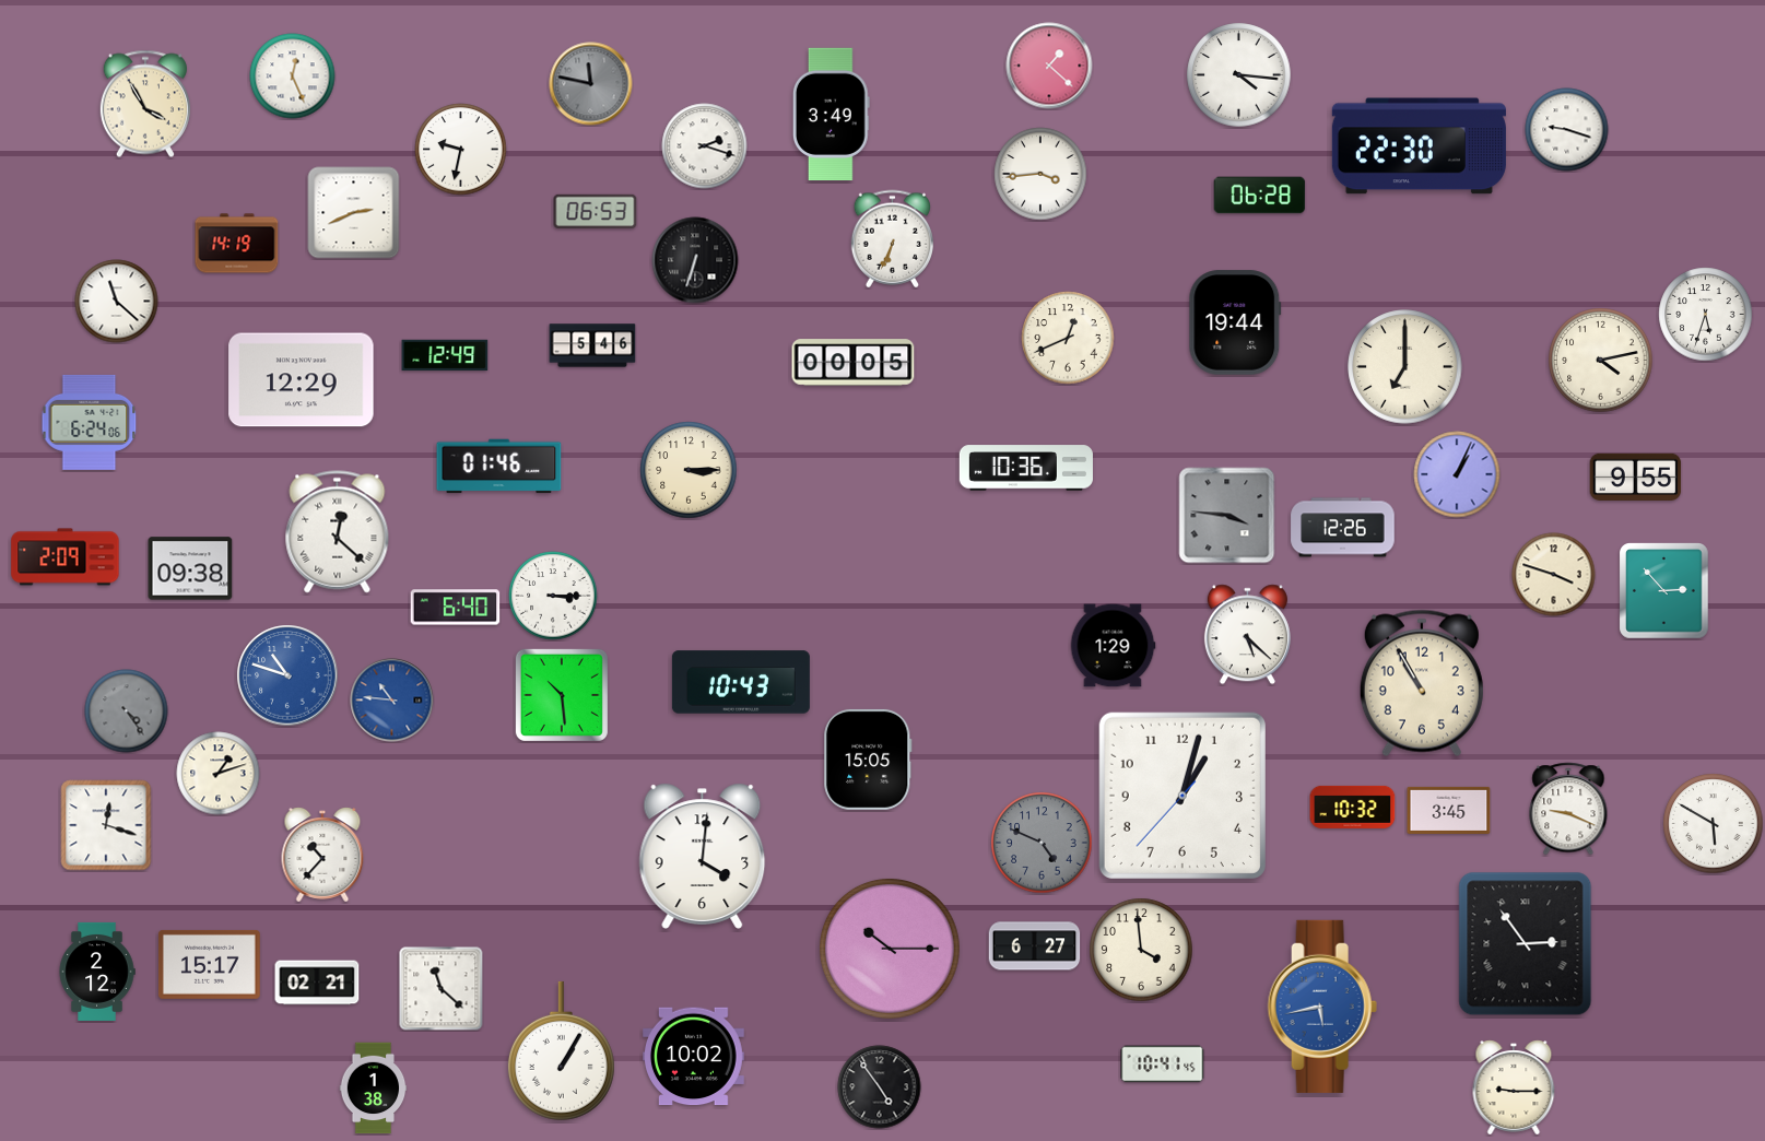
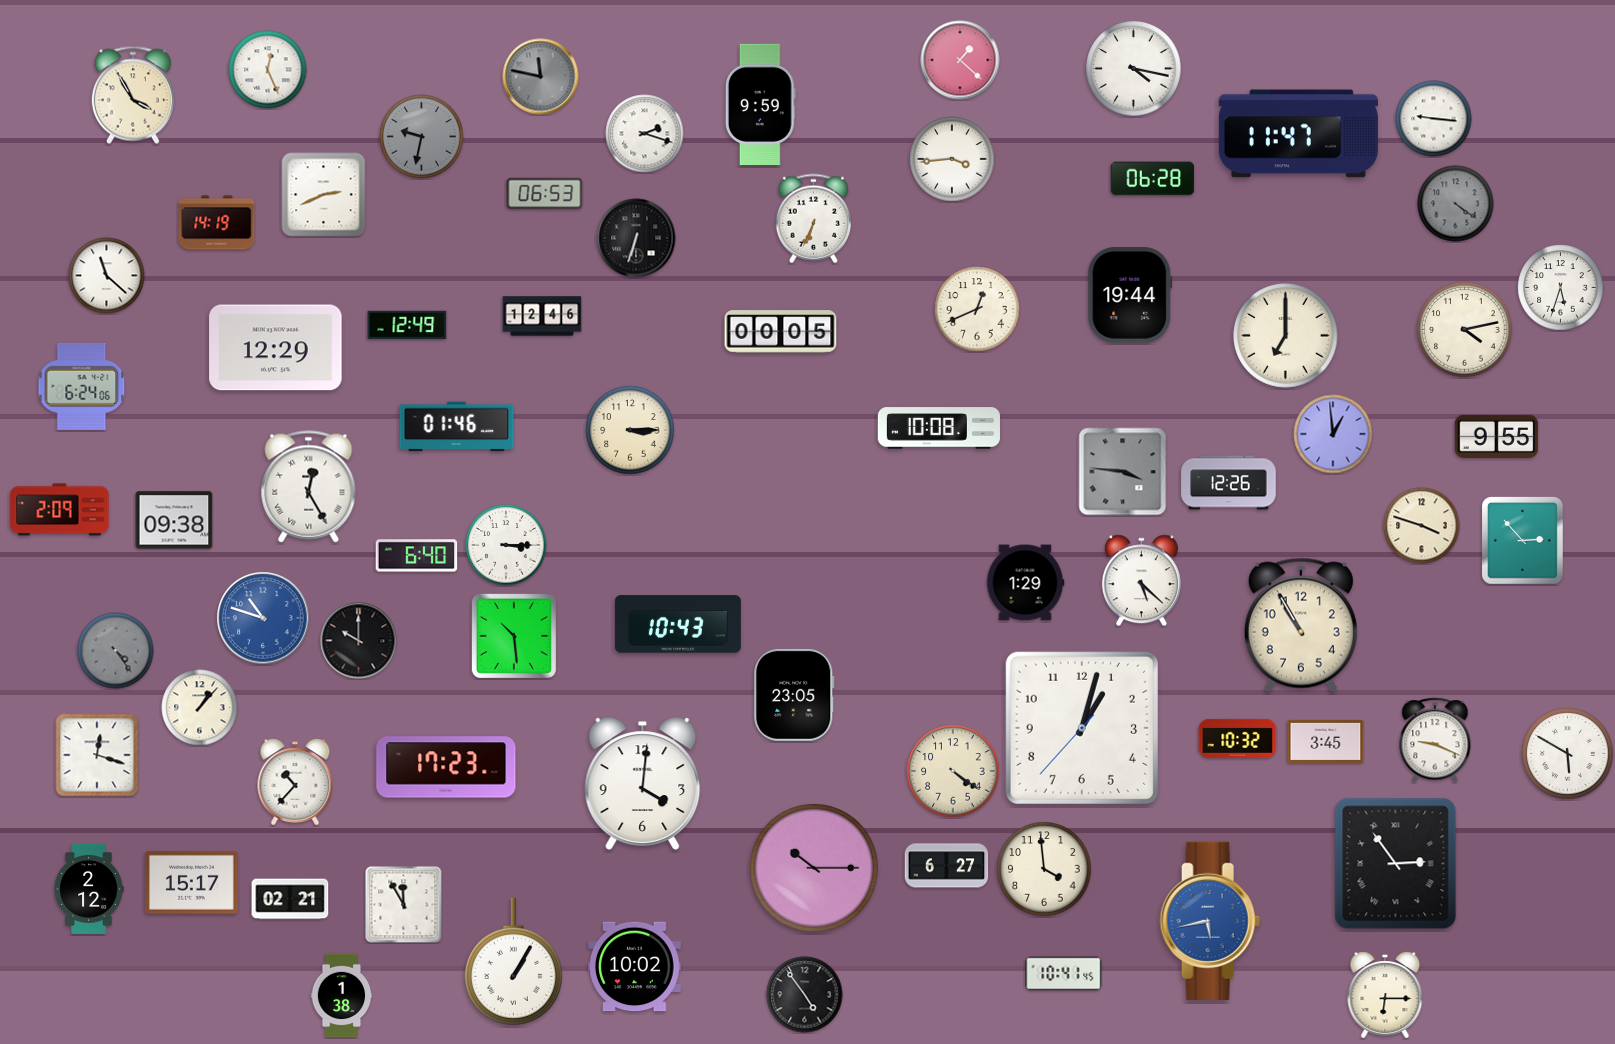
clock at (1239, 75): 4:16 -> 4:17
clock at (831, 114): 3:49 -> 9:59
clock at (1567, 130): 9:18 -> 9:16
clock at (1419, 146): 22:30 -> 11:47
clock at (461, 150) dial: white -> grey
clock at (1456, 204): none -> 4:21
clock at (893, 239) position: (893, 239) -> (814, 219)
clock at (592, 345): 5:46 -> 12:46
clock at (1026, 468): 10:36 -> 10:08
clock at (1457, 474): 1:04 -> 12:59
clock at (338, 532): 12:22 -> 12:25
clock at (1113, 646) position: (1113, 646) -> (1025, 583)
clock at (392, 701): 10:46 -> 10:00
clock at (392, 701) dial: blue -> black
clock at (868, 760): 15:05 -> 23:05
clock at (219, 774): 1:12 -> 1:07
clock at (446, 767): none -> 17:23
clock at (1042, 843): 4:49 -> 4:21
clock at (1042, 843) dial: grey -> cream
clock at (442, 989): 11:22 -> 11:55
clock at (1514, 1087): 9:15 -> 6:15
